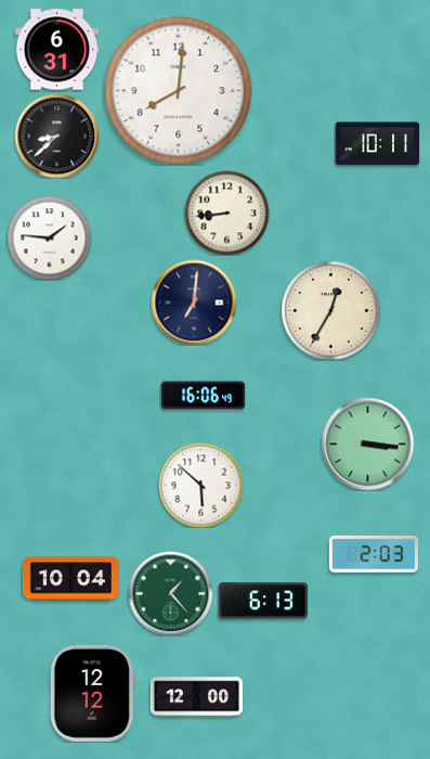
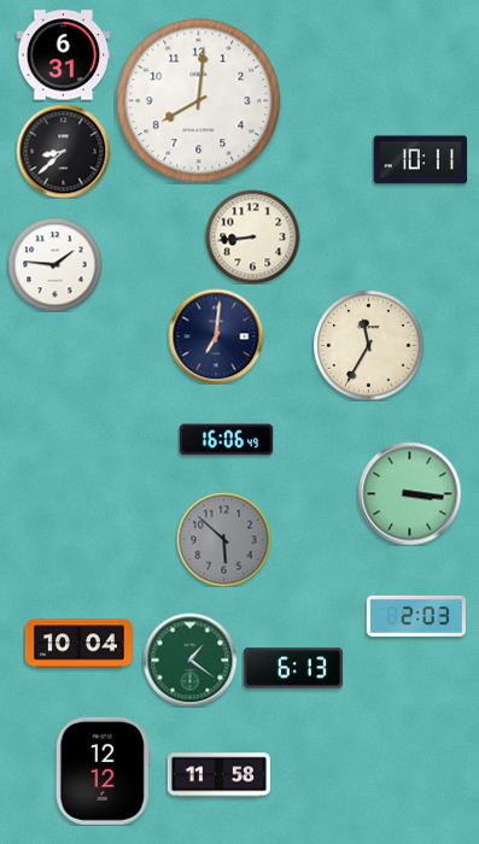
clock at (330, 310): 12:35 -> 11:35
clock at (200, 485) dial: white -> grey
clock at (170, 593): 1:23 -> 1:21
clock at (196, 697): 12:00 -> 11:58
